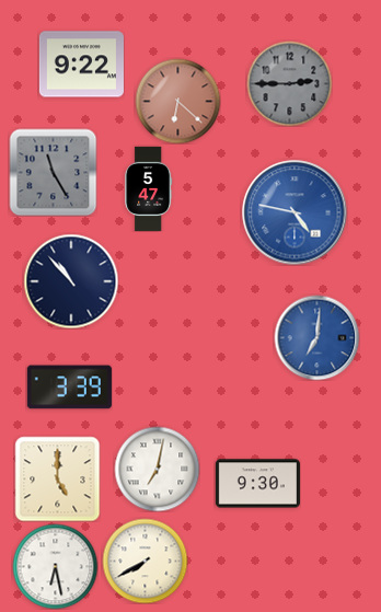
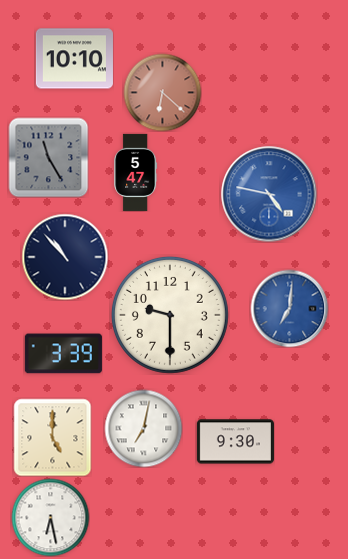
clock at (81, 65): 9:22 -> 10:10
clock at (289, 83): 2:45 -> none
clock at (170, 315): none -> 9:30
clock at (145, 561): 7:40 -> none
